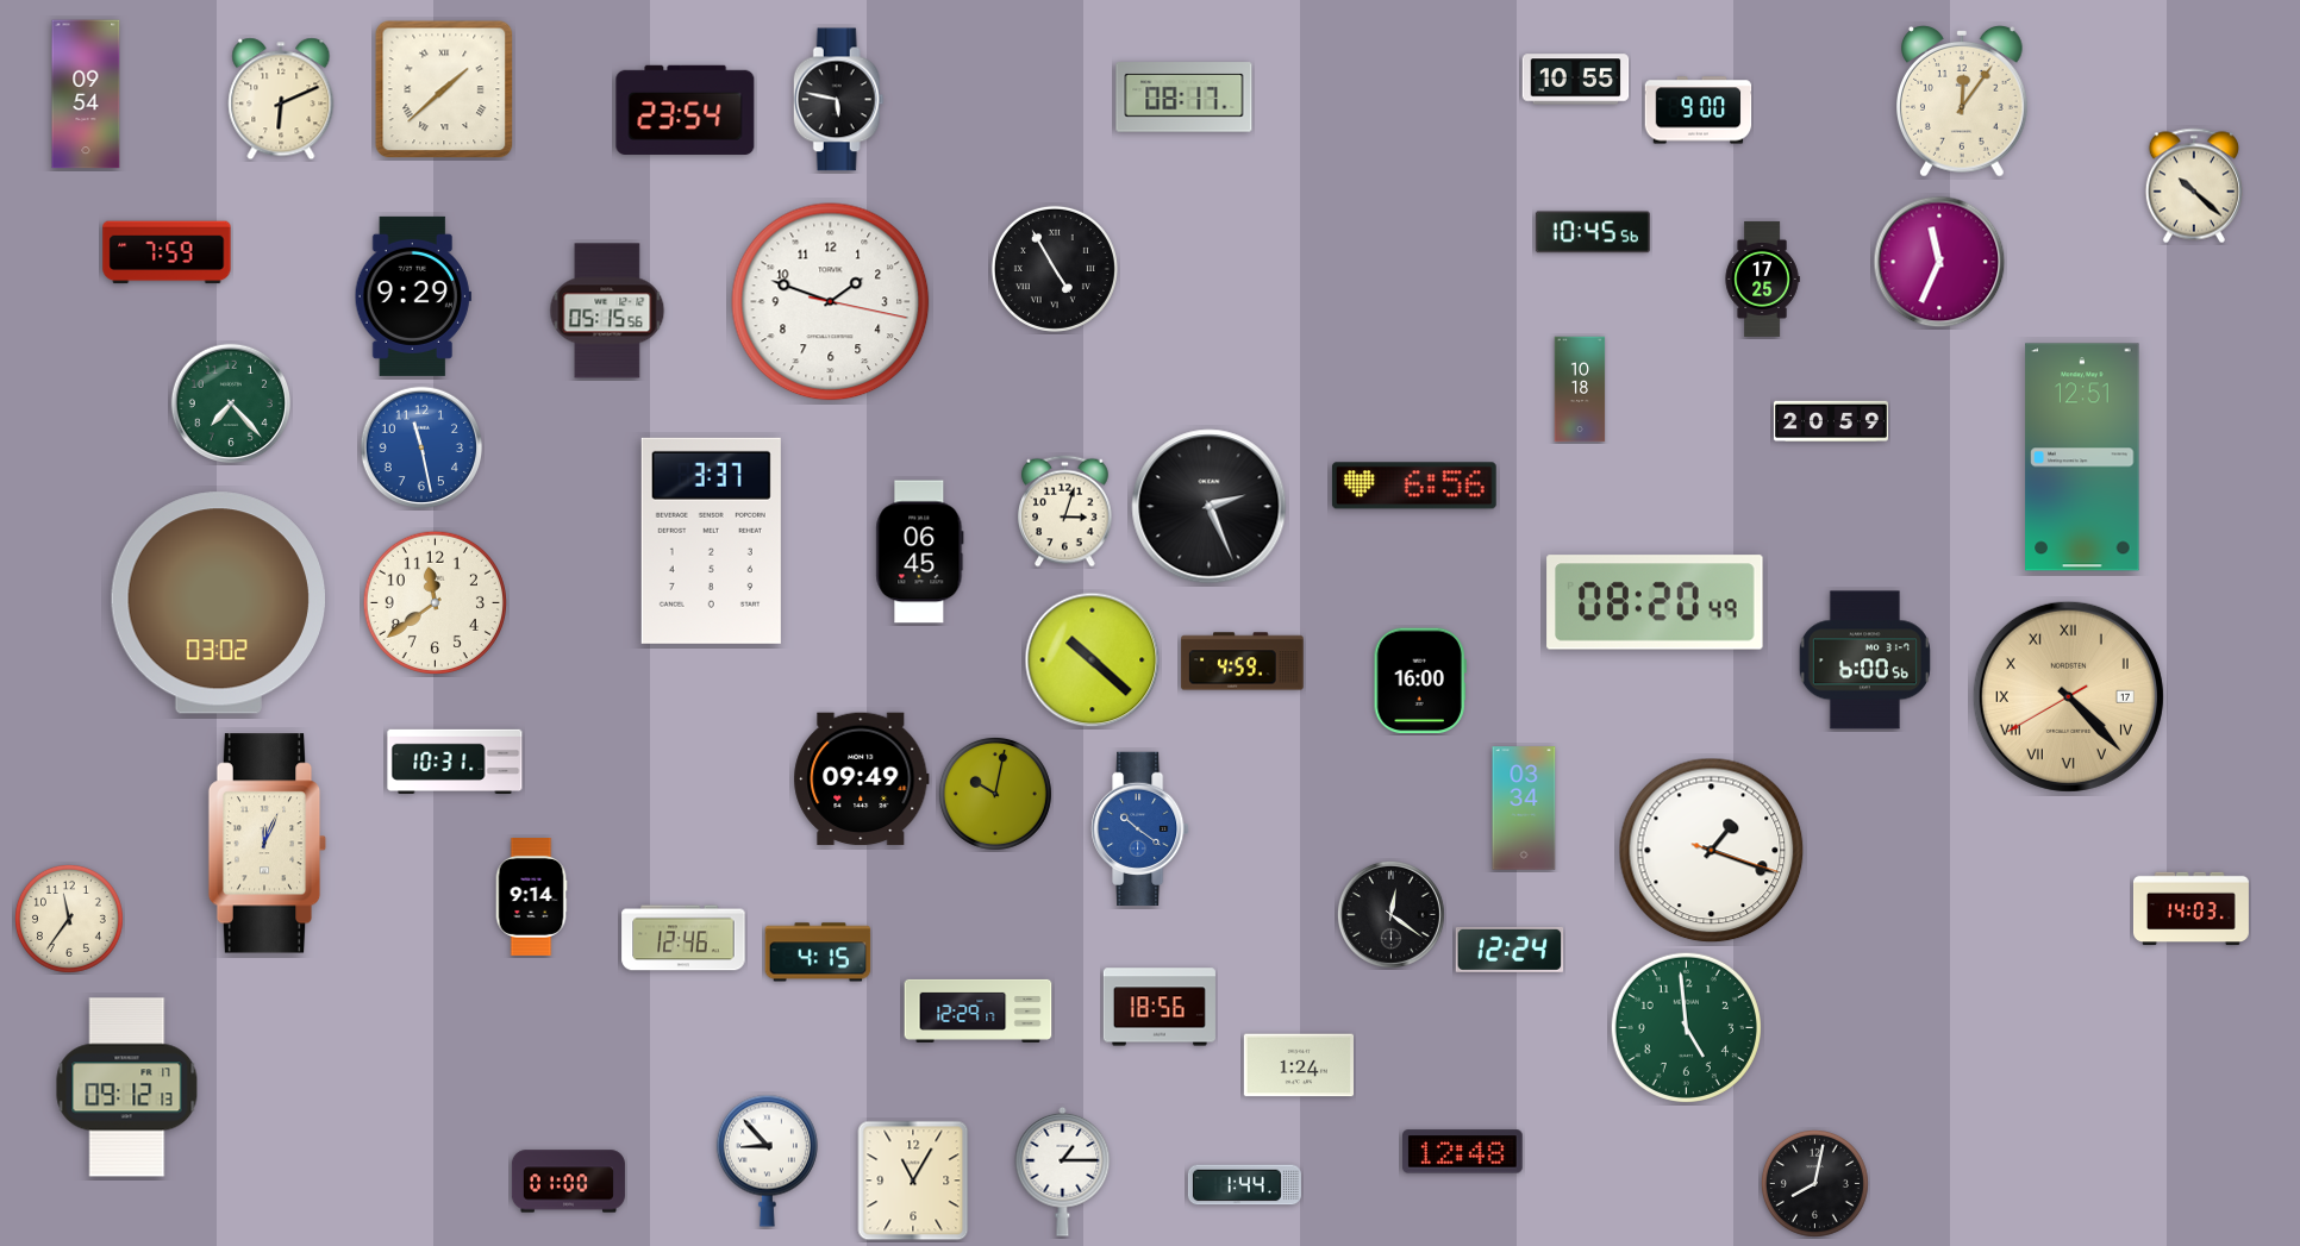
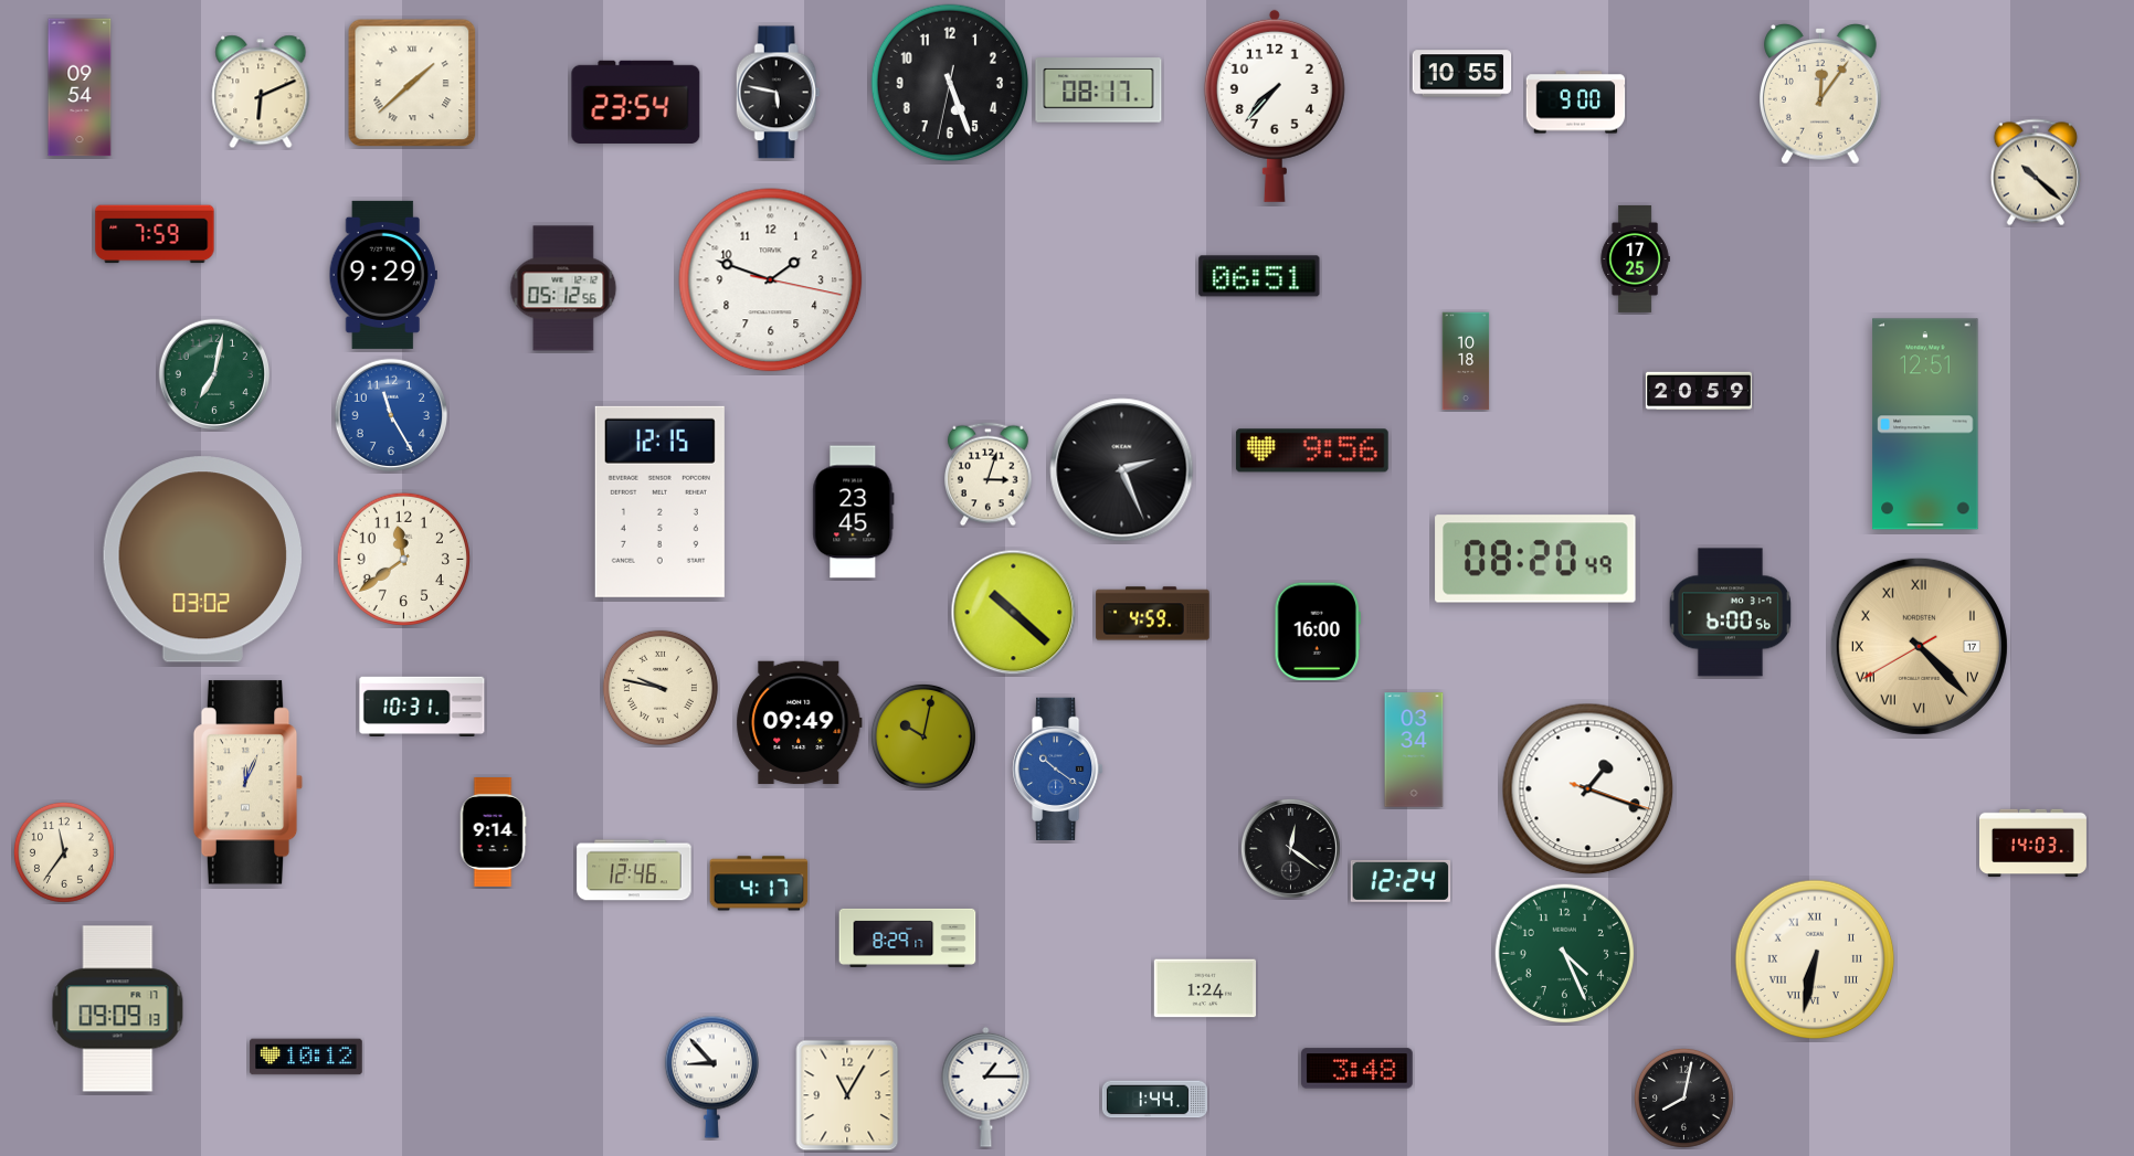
clock at (950, 83): none -> 5:26
clock at (1275, 106): none -> 7:37
clock at (1593, 232): 10:45 -> none
clock at (1939, 262): 11:34 -> none
clock at (1055, 269): 4:55 -> none
clock at (1259, 276): none -> 06:51
clock at (607, 311): 05:15 -> 05:12
clock at (230, 402): 7:23 -> 7:02
clock at (421, 447): 11:28 -> 11:25
clock at (2082, 457) position: (2082, 457) -> (1925, 424)
clock at (1414, 486): 6:56 -> 9:56
clock at (711, 540): 3:37 -> 12:15
clock at (920, 552): 06:45 -> 23:45
clock at (661, 688): none -> 9:47
clock at (818, 952): 4:15 -> 4:17
clock at (1160, 1007): 18:56 -> none
clock at (979, 1010): 12:29 -> 8:29
clock at (1686, 1027): 4:59 -> 4:26
clock at (1815, 959): none -> 6:32
clock at (127, 1088): 09:12 -> 09:09
clock at (306, 1057): none -> 10:12
clock at (1463, 1152): 12:48 -> 3:48
clock at (568, 1182): 01:00 -> none
